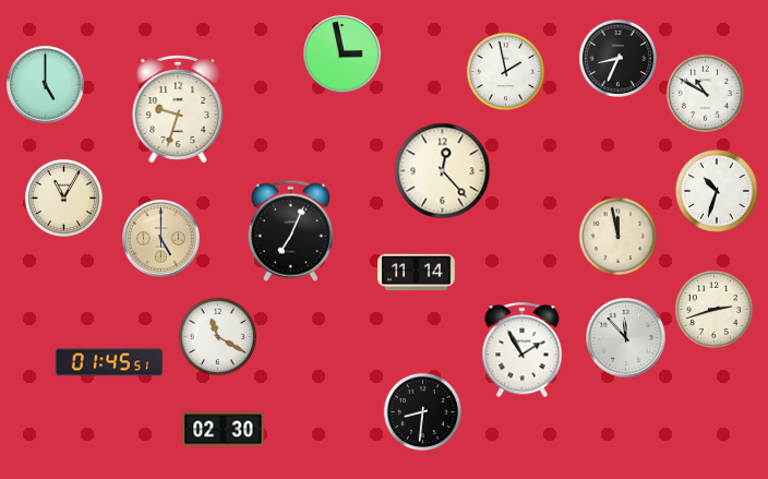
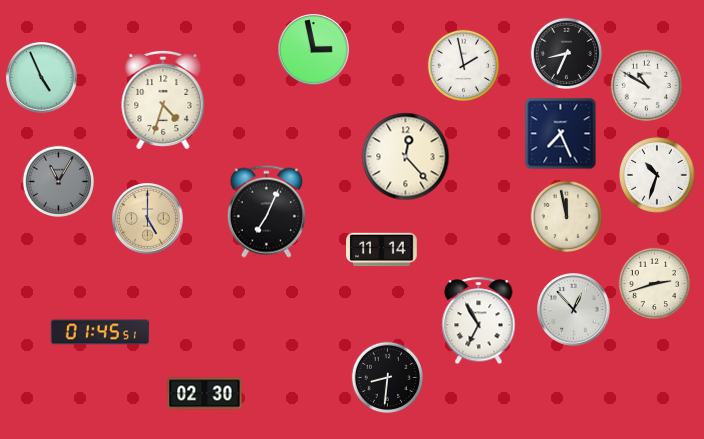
clock at (46, 85): 5:00 -> 4:56
clock at (178, 109): 9:33 -> 4:33
clock at (561, 134): none -> 7:26
clock at (63, 197) dial: cream -> grey
clock at (217, 336): 11:20 -> none
clock at (626, 338): 11:53 -> 12:53
clock at (523, 350): 1:55 -> 6:55
